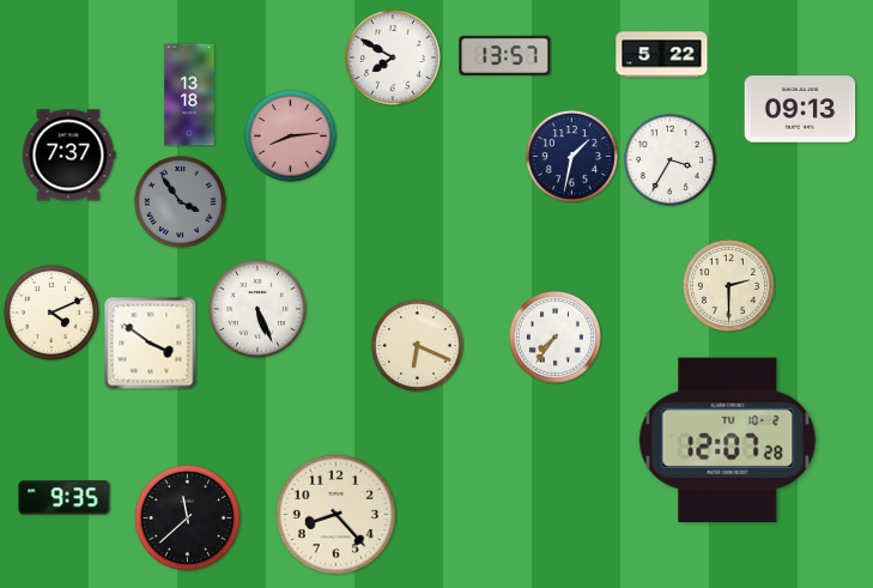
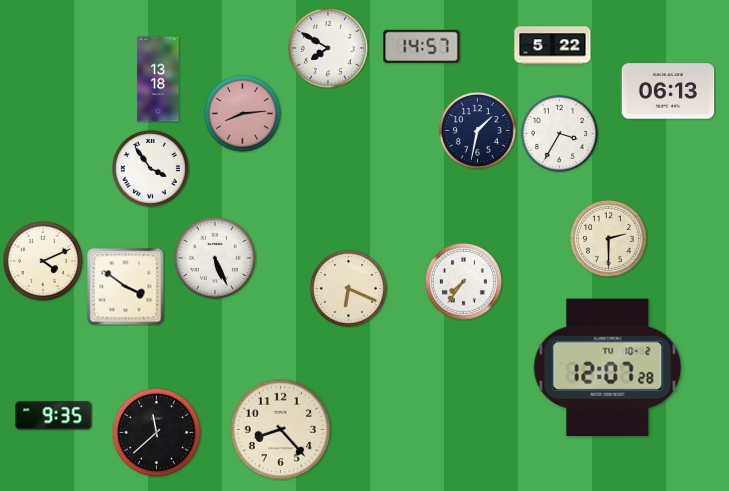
clock at (505, 55): 13:57 -> 14:57
clock at (800, 109): 09:13 -> 06:13
clock at (68, 156): 7:37 -> none
clock at (180, 201) dial: grey -> white
